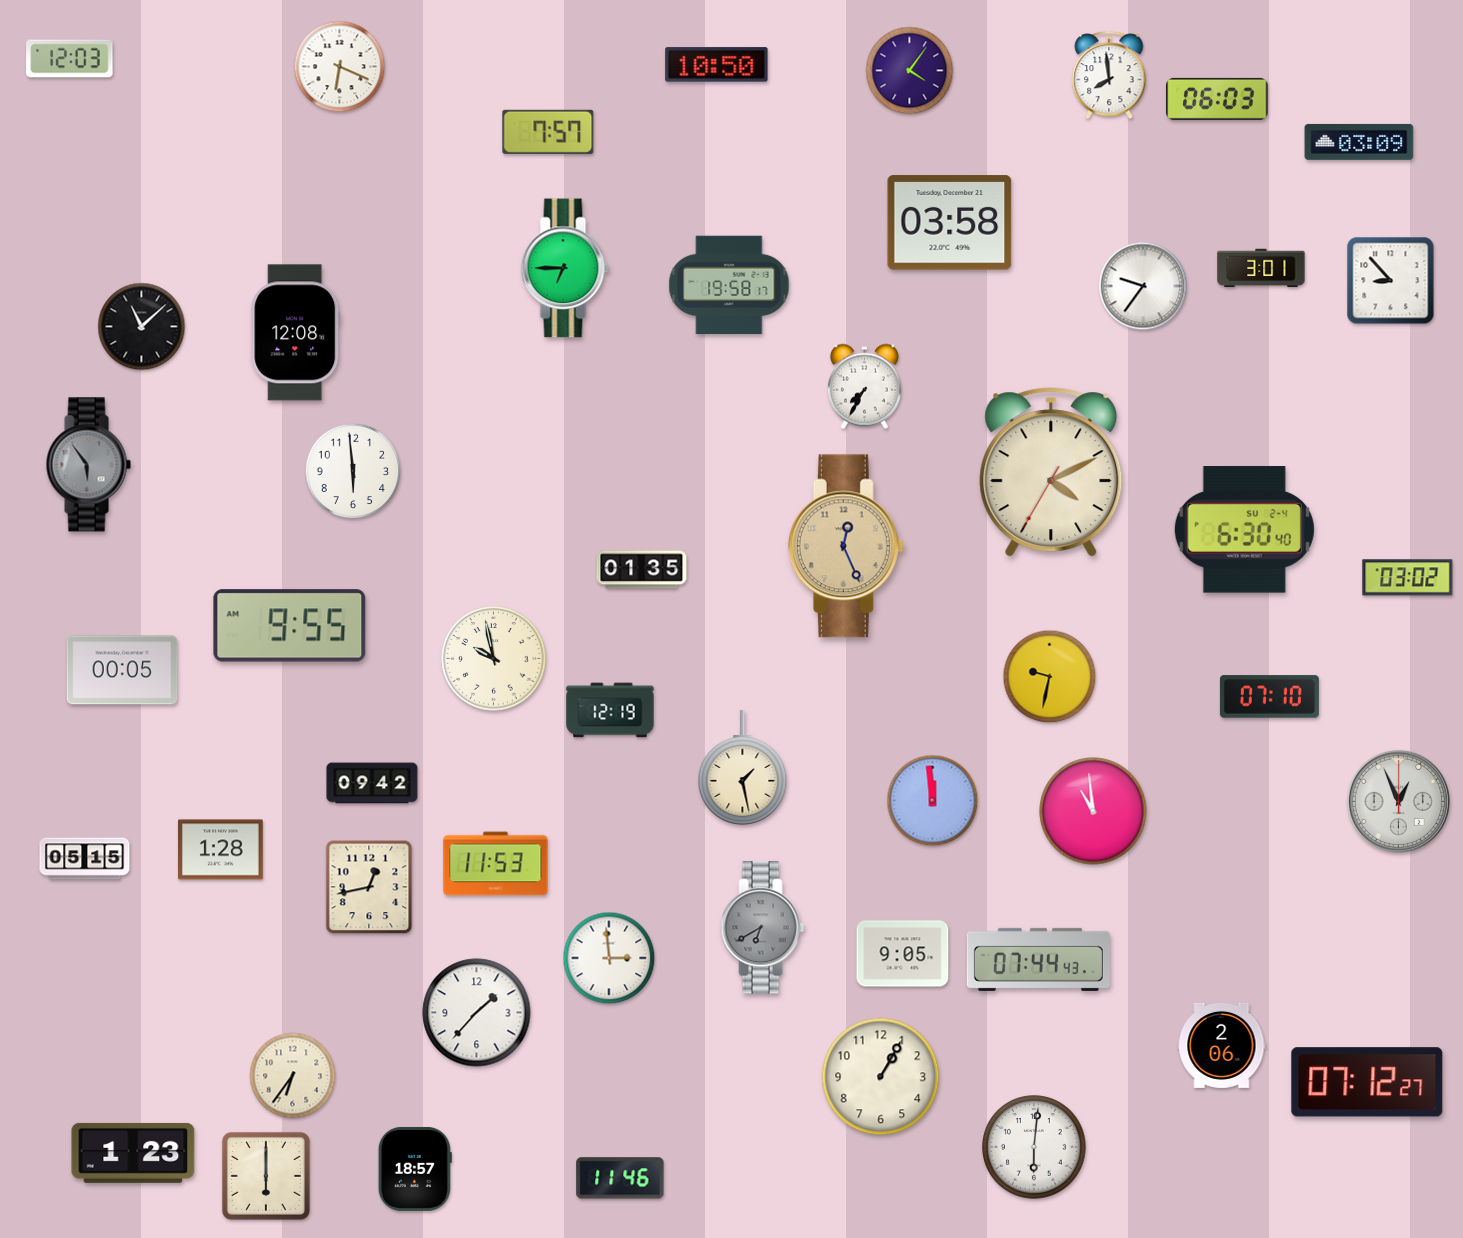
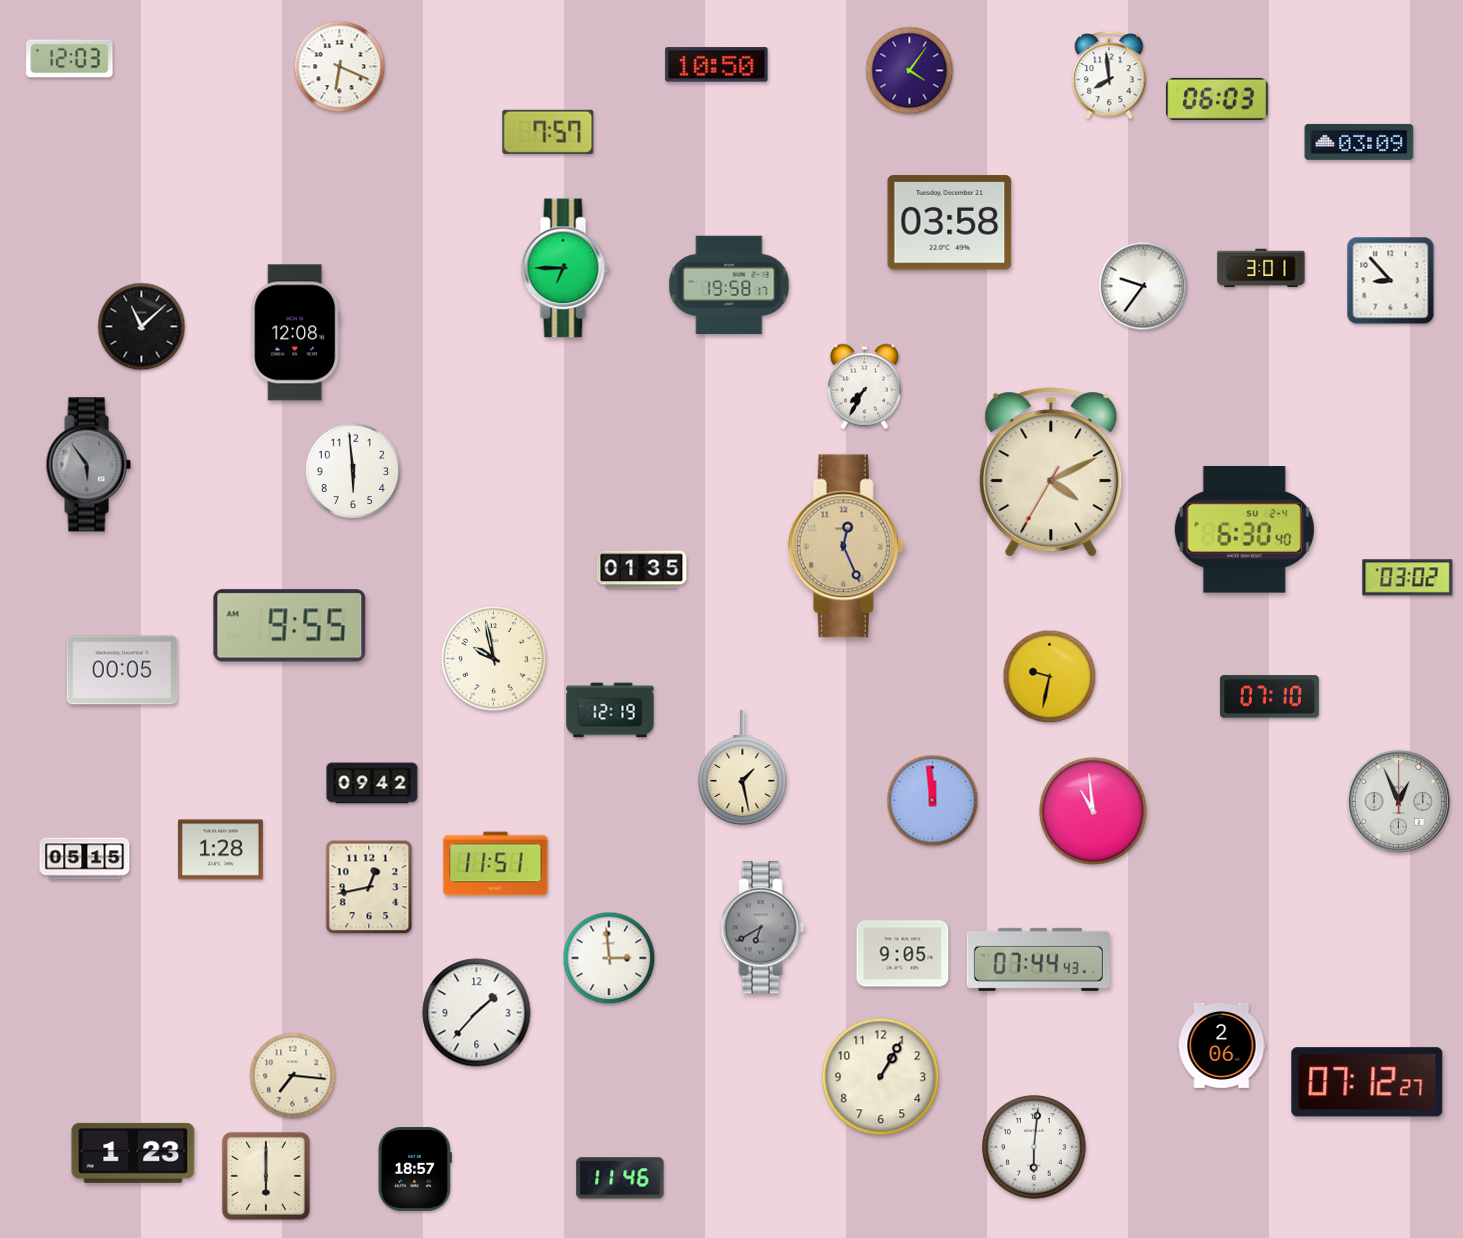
clock at (496, 864): 11:53 -> 11:51
clock at (293, 1076): 6:36 -> 7:16
